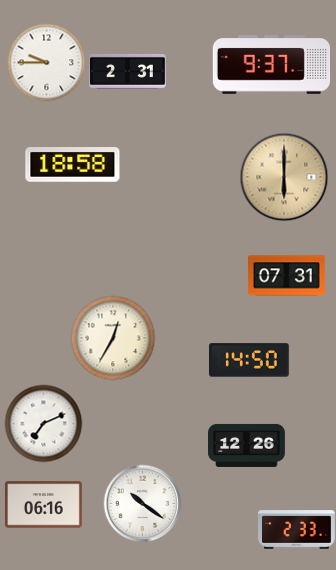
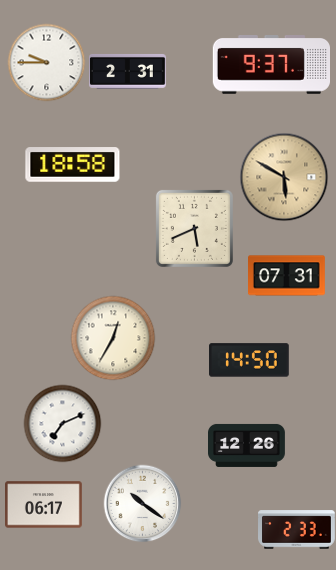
clock at (284, 177): 6:00 -> 5:50
clock at (194, 228): none -> 5:41
clock at (43, 423) position: (43, 423) -> (62, 423)
clock at (44, 505): 06:16 -> 06:17
